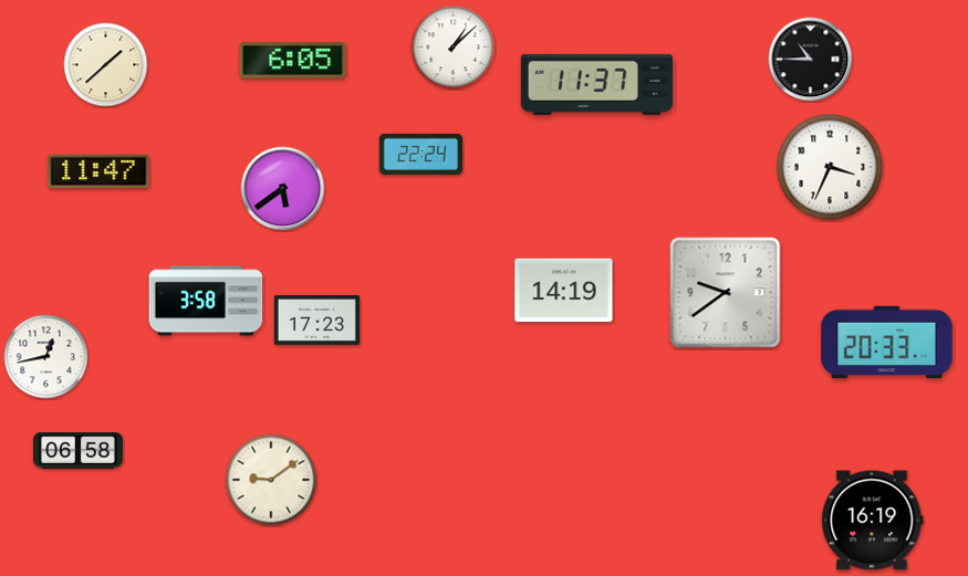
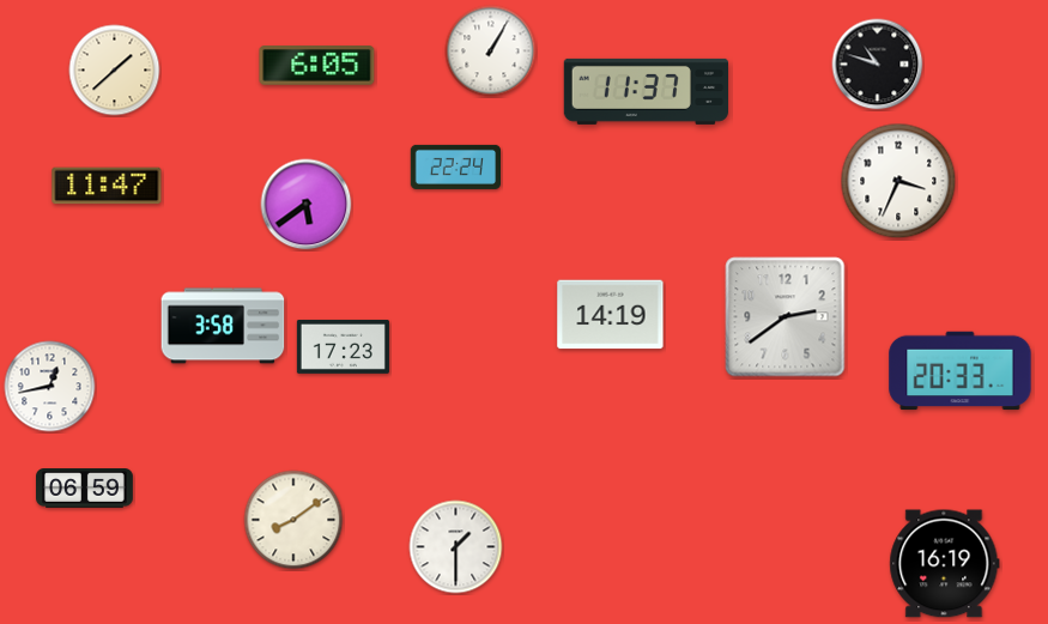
clock at (454, 48): 1:08 -> 1:05
clock at (811, 60): 10:45 -> 10:48
clock at (726, 293): 9:39 -> 2:39
clock at (79, 451): 06:58 -> 06:59
clock at (271, 480): 9:09 -> 8:09
clock at (456, 547): none -> 1:30
